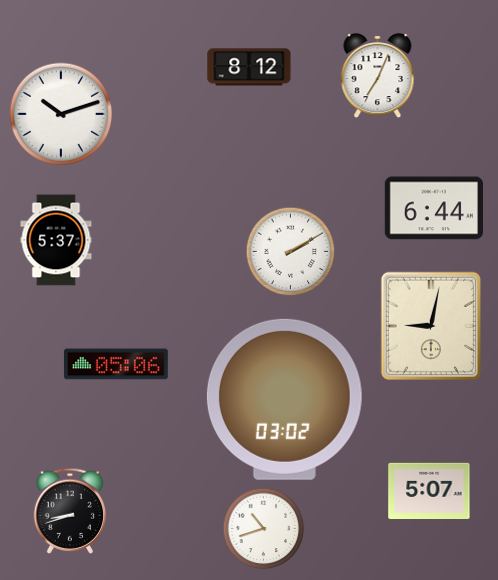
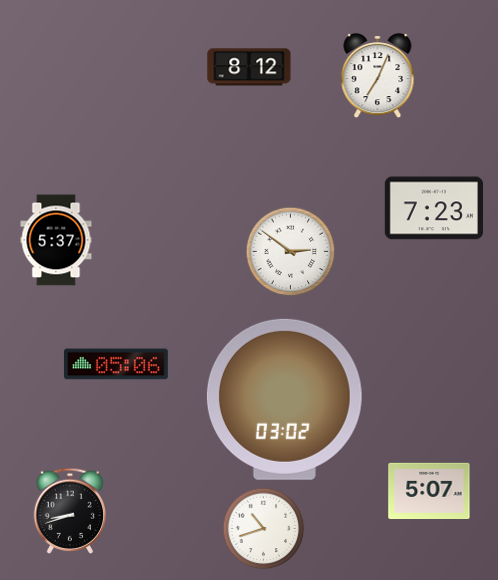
clock at (61, 114): 10:12 -> none
clock at (433, 208): 6:44 -> 7:23
clock at (291, 252): 2:10 -> 2:51
clock at (430, 325): 9:02 -> none
